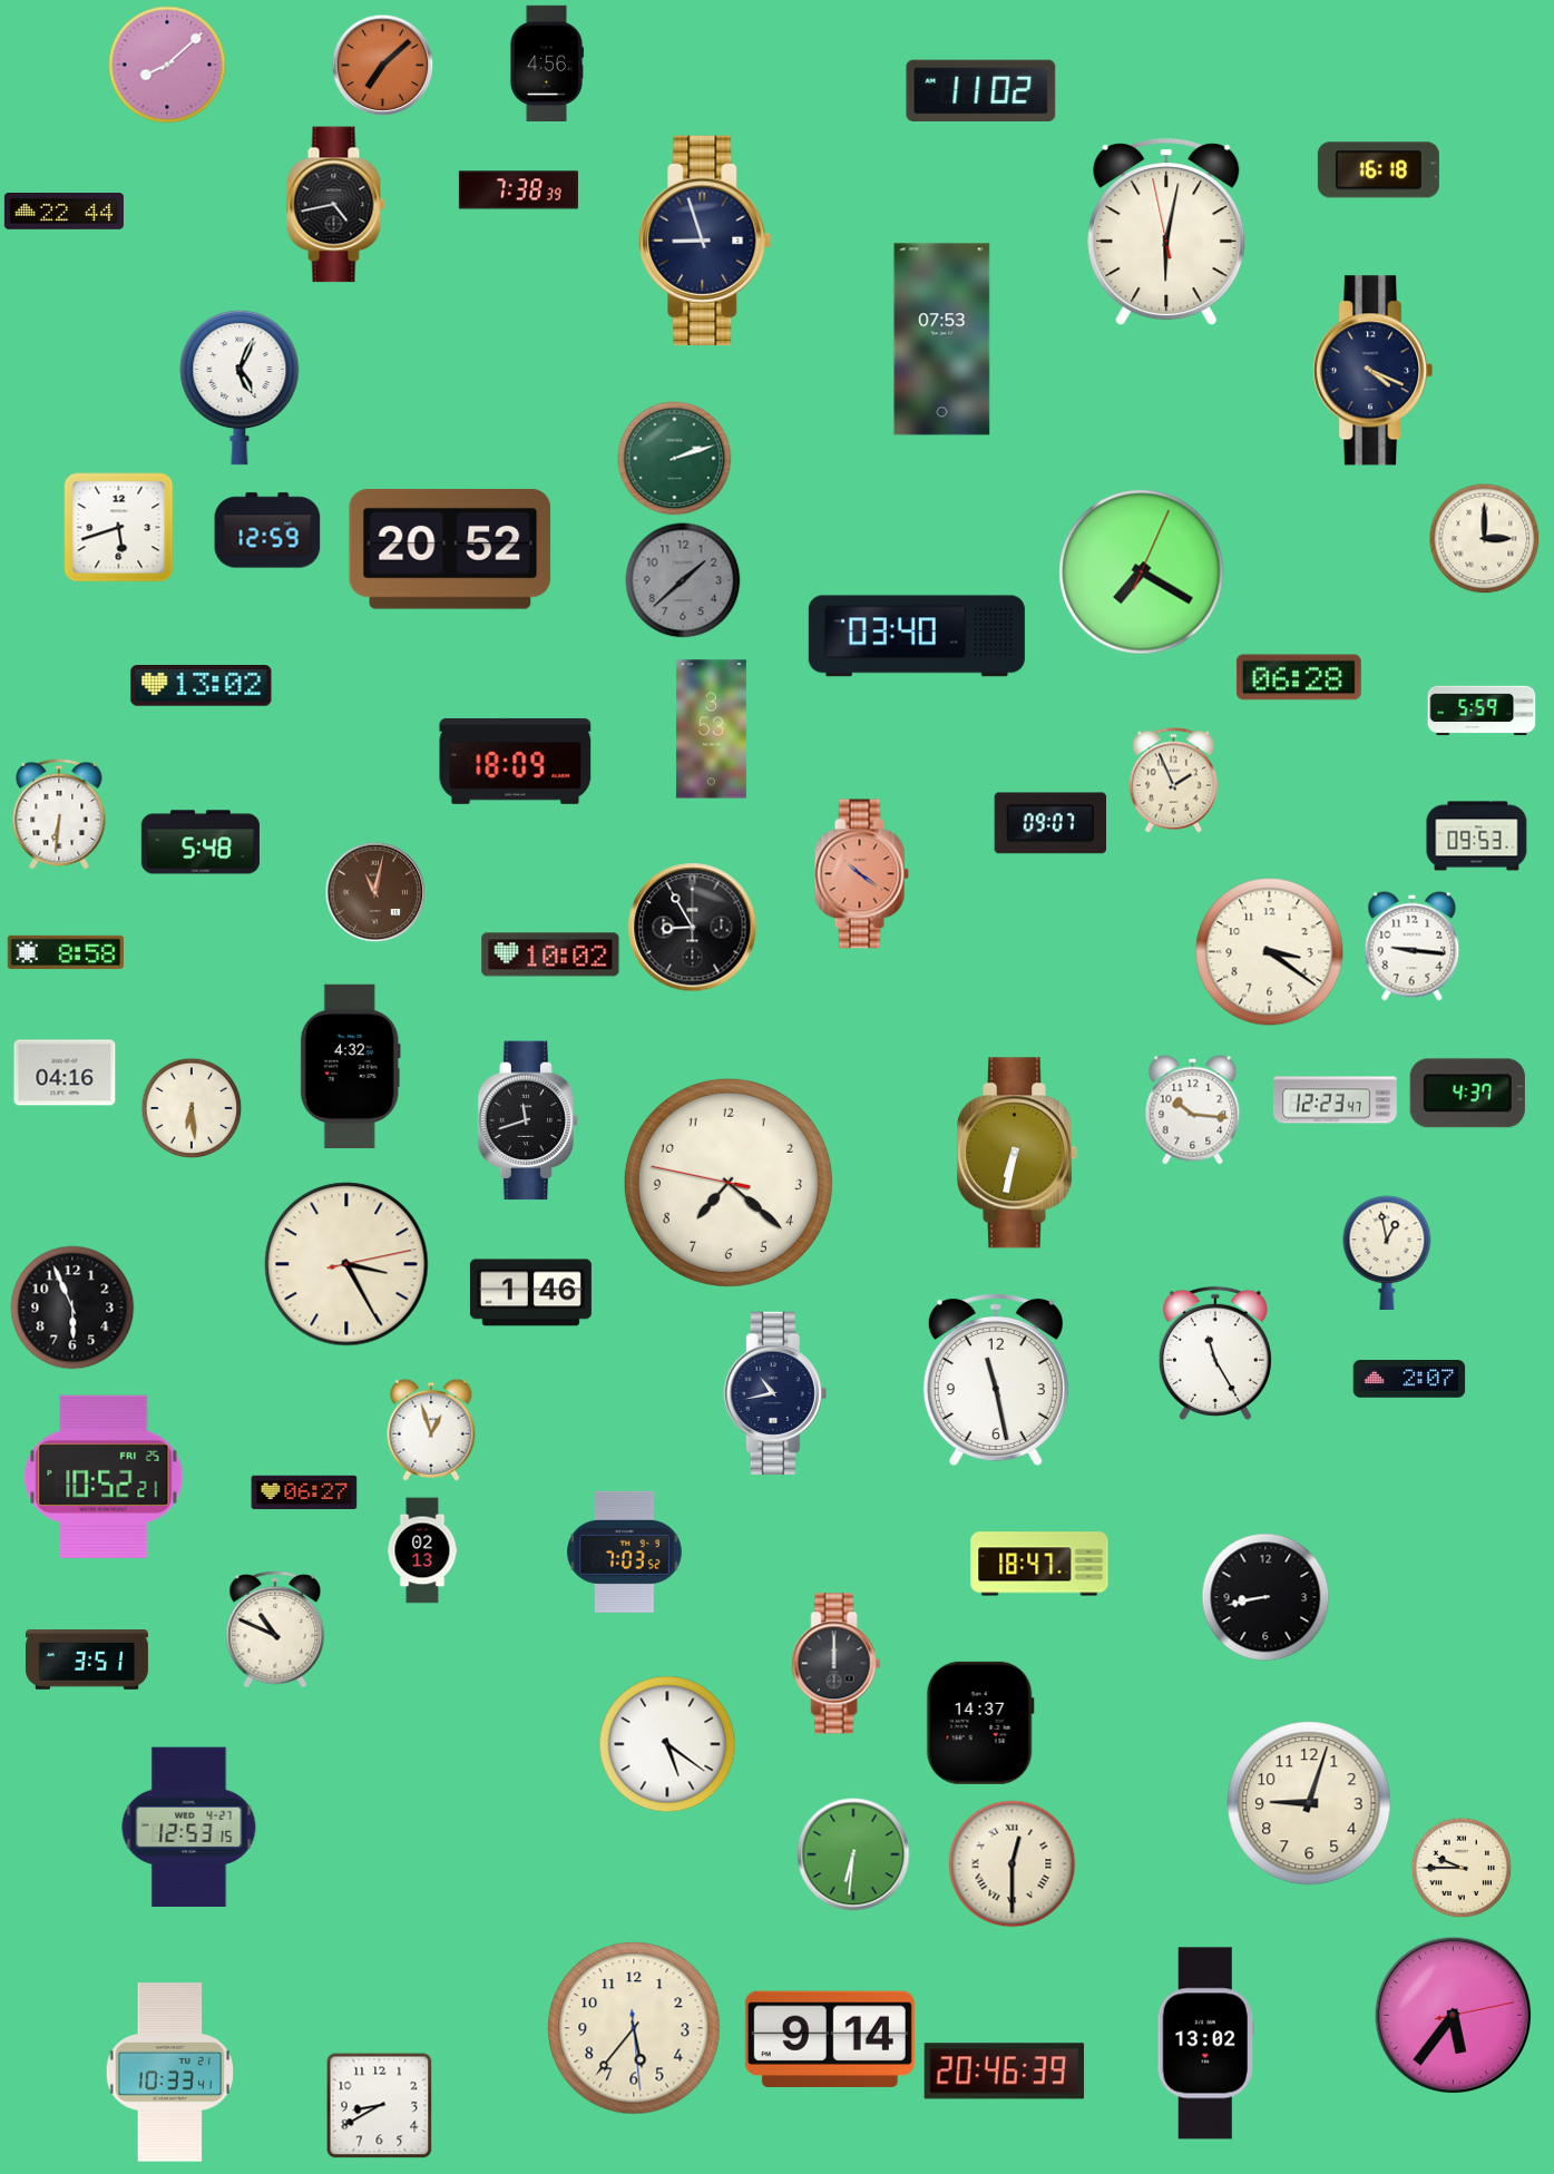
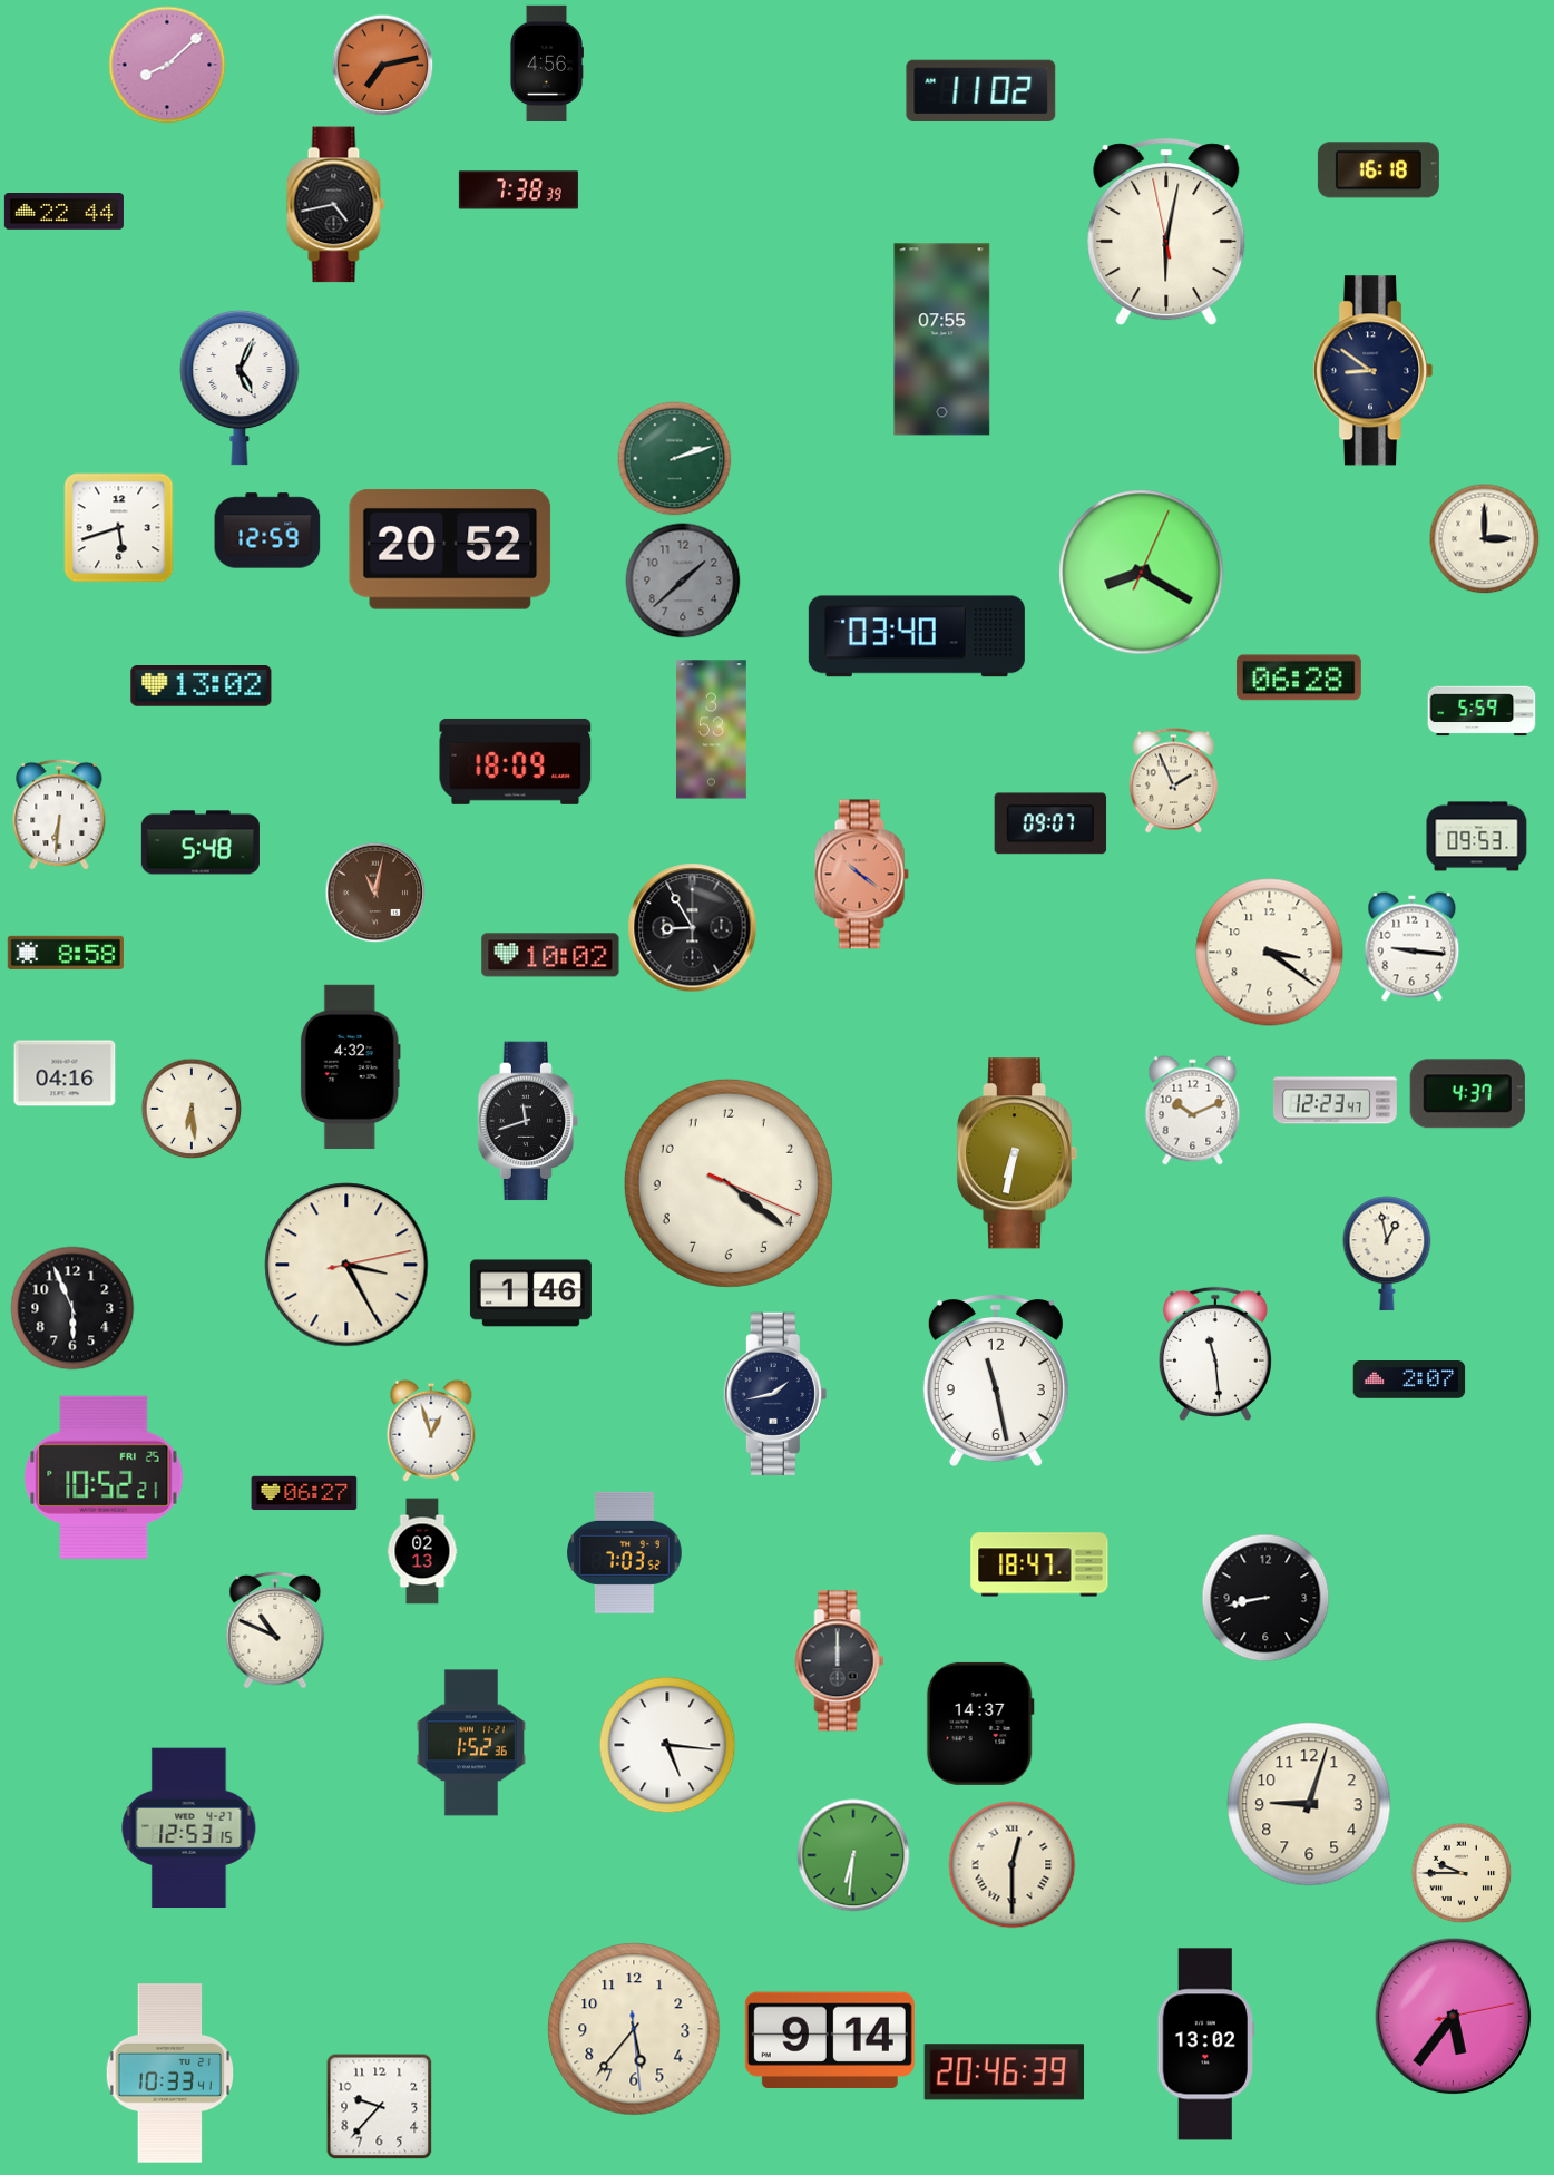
clock at (382, 65): 7:08 -> 7:13
clock at (705, 241): 8:57 -> none
clock at (942, 340): 07:53 -> 07:55
clock at (1372, 371): 4:19 -> 8:51
clock at (1142, 572): 7:20 -> 8:20
clock at (1193, 1110): 10:16 -> 10:11
clock at (729, 1183): 7:21 -> 4:21
clock at (1215, 1353): 11:25 -> 11:29
clock at (775, 1393): 10:43 -> 1:43
clock at (87, 1659): 3:51 -> none
clock at (837, 1664) position: (837, 1664) -> (840, 1661)
clock at (471, 1743): none -> 1:52
clock at (667, 1744): 5:21 -> 5:16
clock at (1462, 1868) position: (1462, 1868) -> (1462, 1873)
clock at (379, 2105): 8:40 -> 9:37
